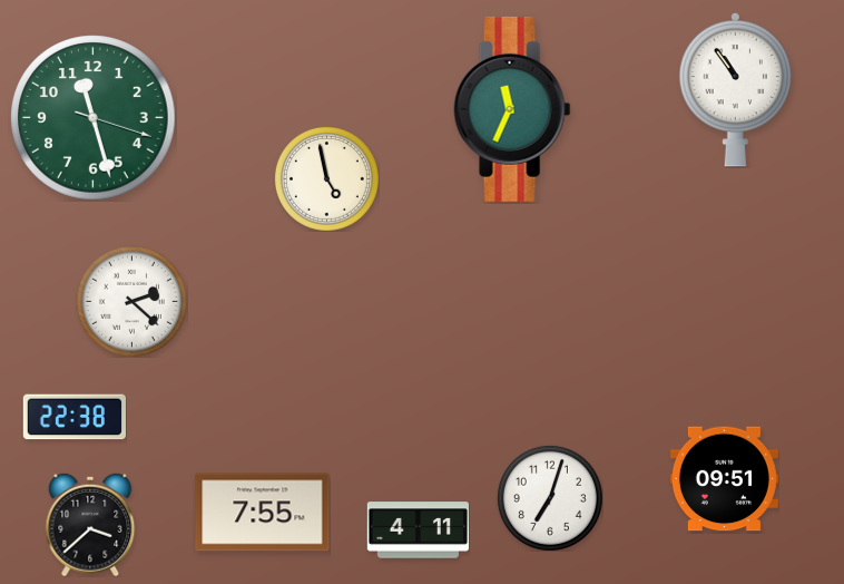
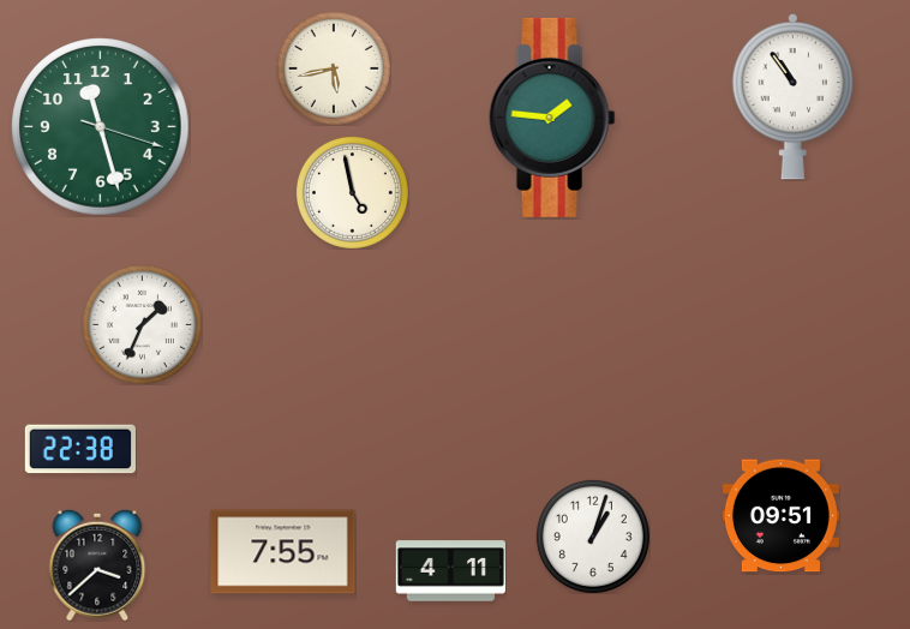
clock at (334, 68): none -> 5:43
clock at (512, 109): 11:34 -> 1:46
clock at (131, 301): 2:22 -> 1:34
clock at (550, 498): 7:03 -> 1:03
